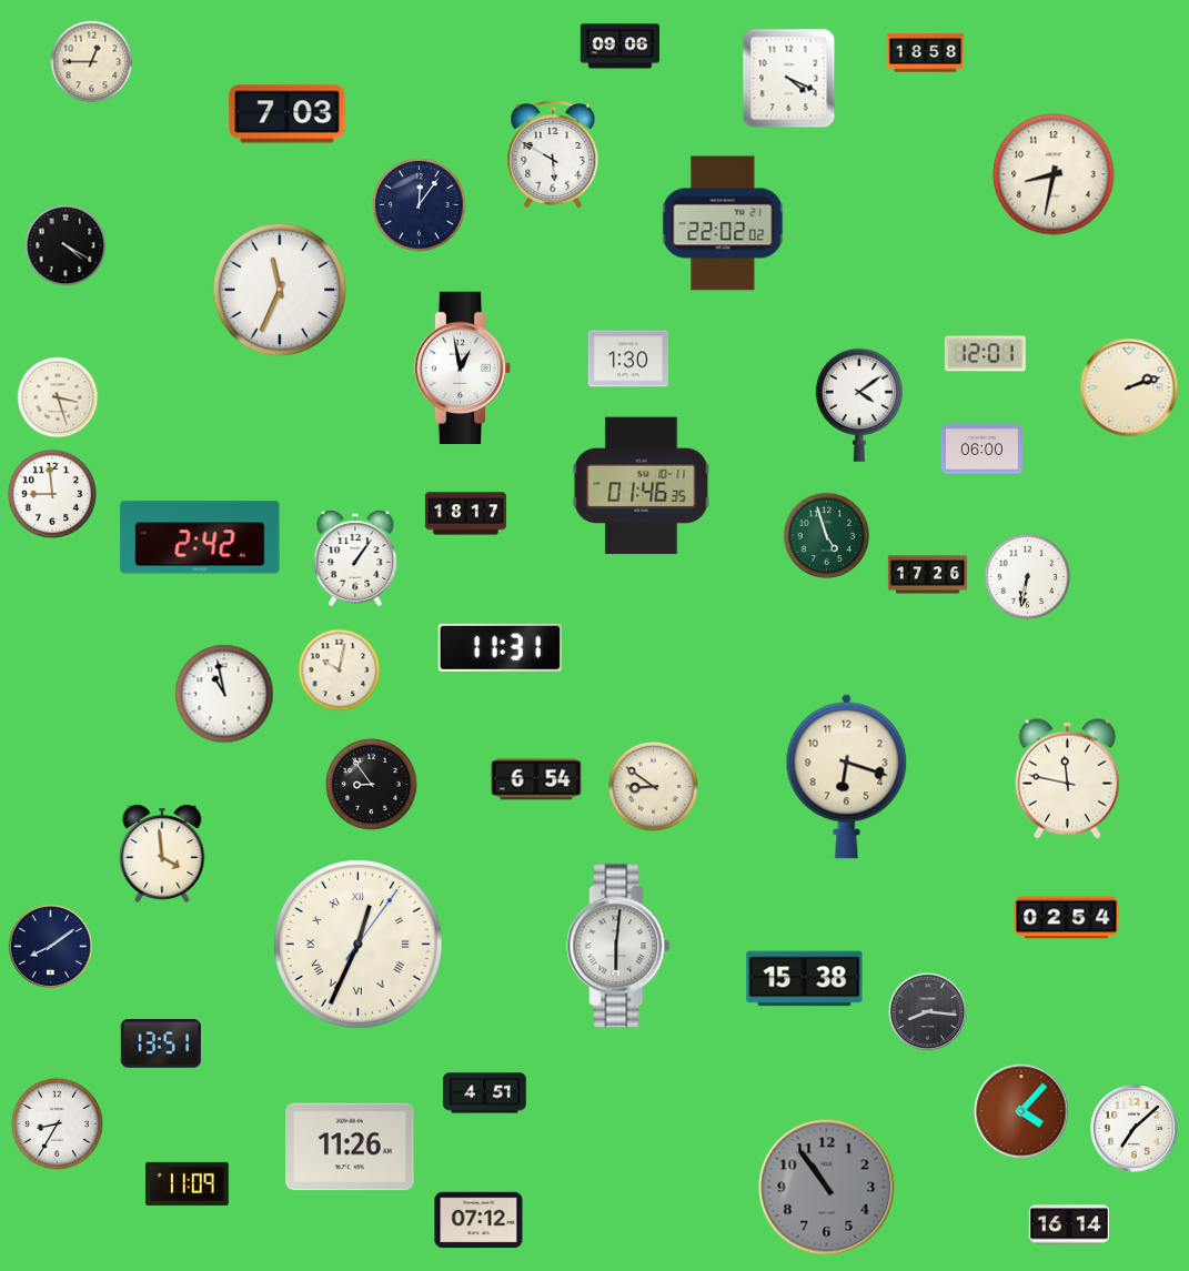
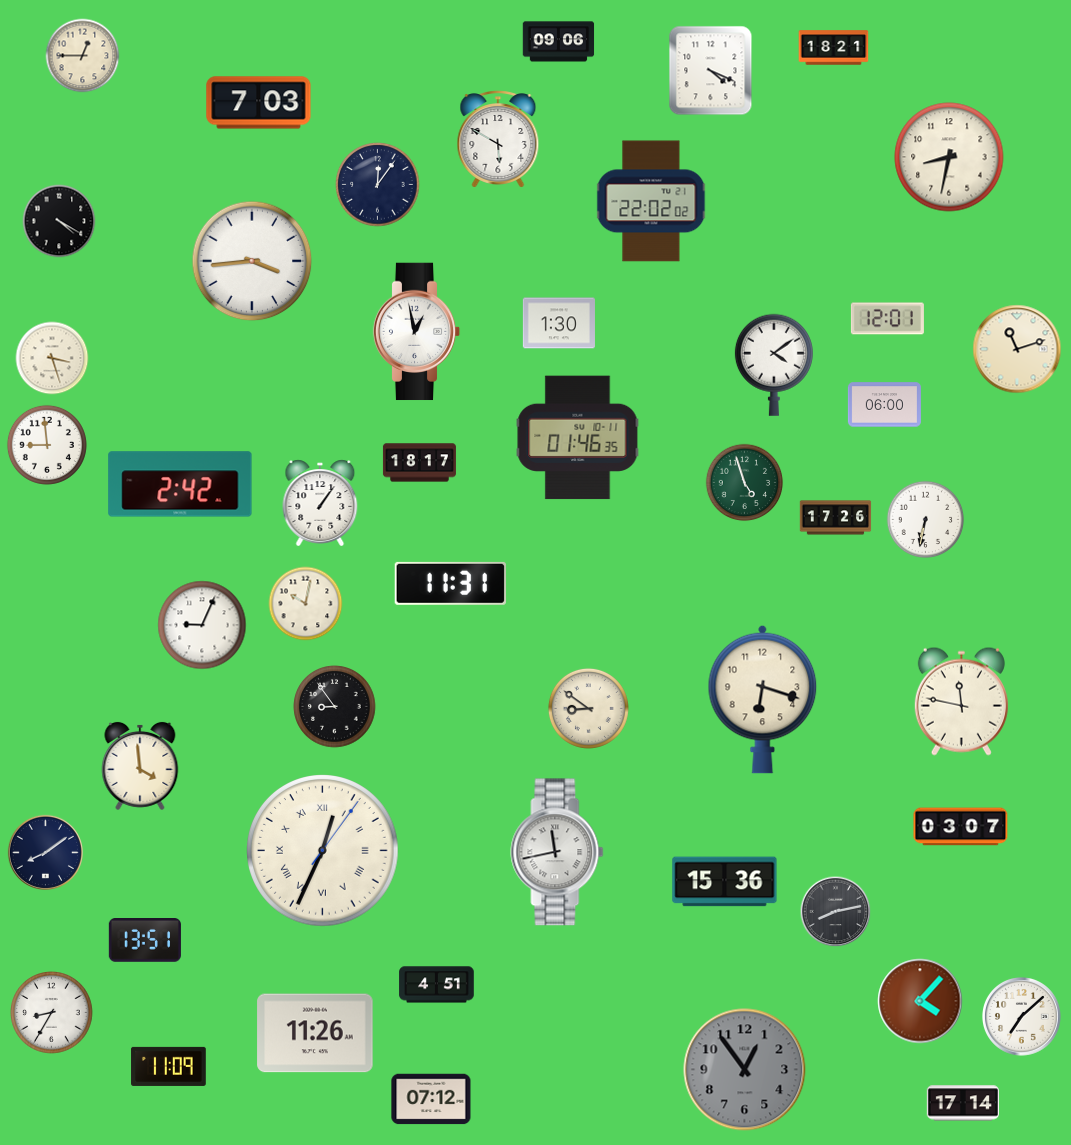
clock at (926, 53): 18:58 -> 18:21
clock at (280, 290): 11:34 -> 3:44
clock at (627, 359) position: (627, 359) -> (558, 323)
clock at (1129, 387): 2:12 -> 11:12
clock at (224, 694): 10:58 -> 9:04
clock at (536, 779): 6:54 -> none
clock at (162, 854) position: (162, 854) -> (140, 766)
clock at (1067, 918): 02:54 -> 03:07
clock at (618, 946): 6:01 -> 11:43
clock at (805, 979): 15:38 -> 15:36
clock at (928, 1012): 8:16 -> 8:13
clock at (827, 1188): 10:54 -> 12:54
clock at (1069, 1224): 16:14 -> 17:14
